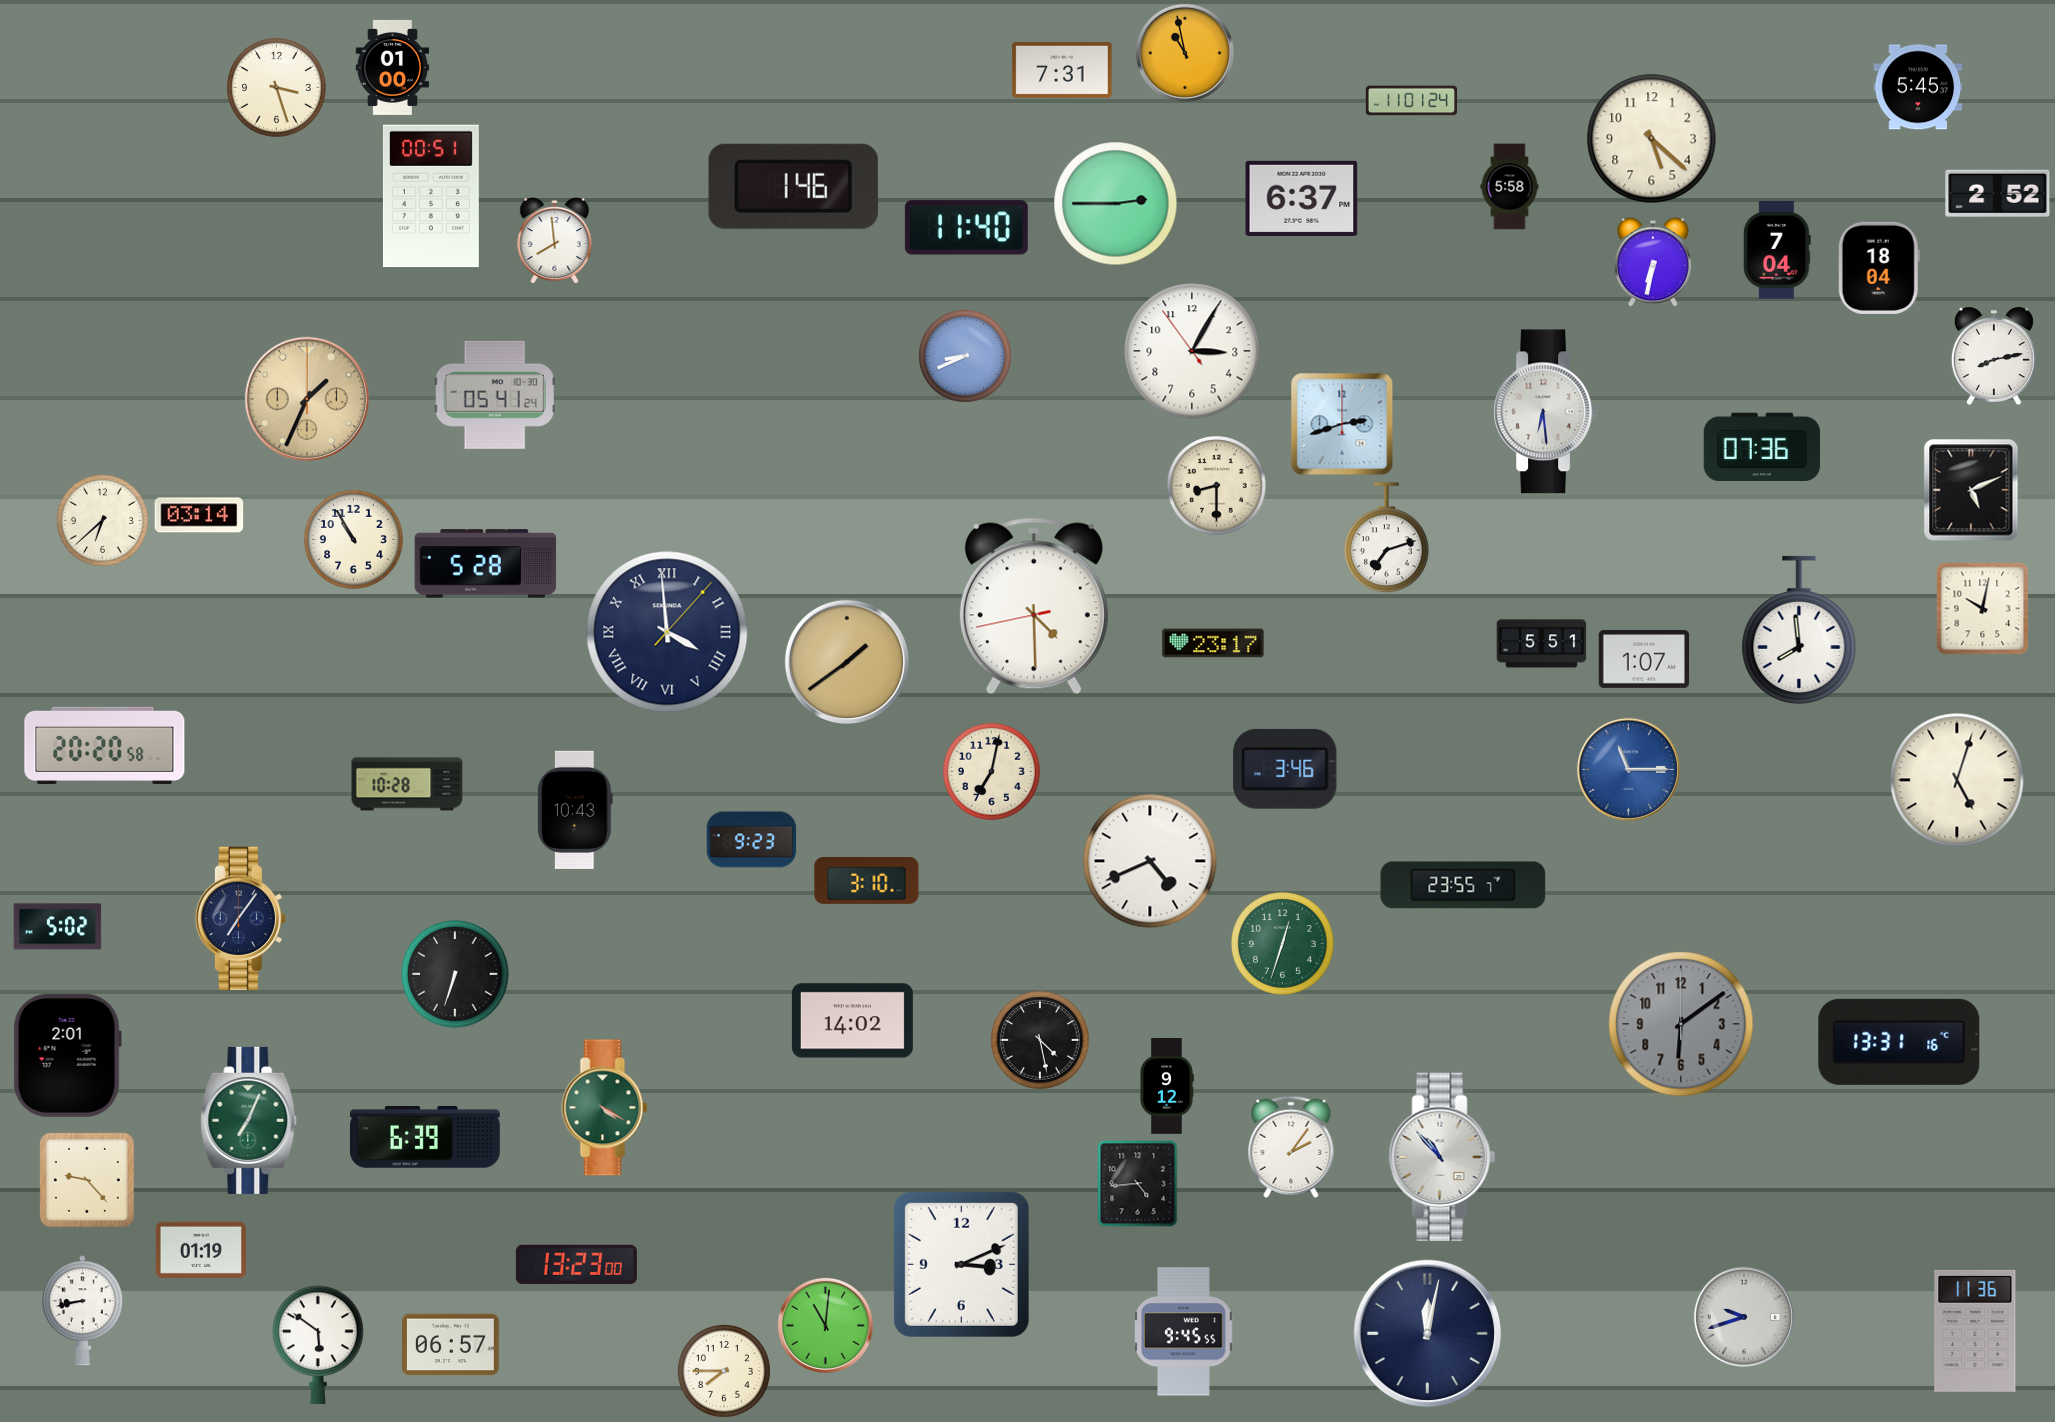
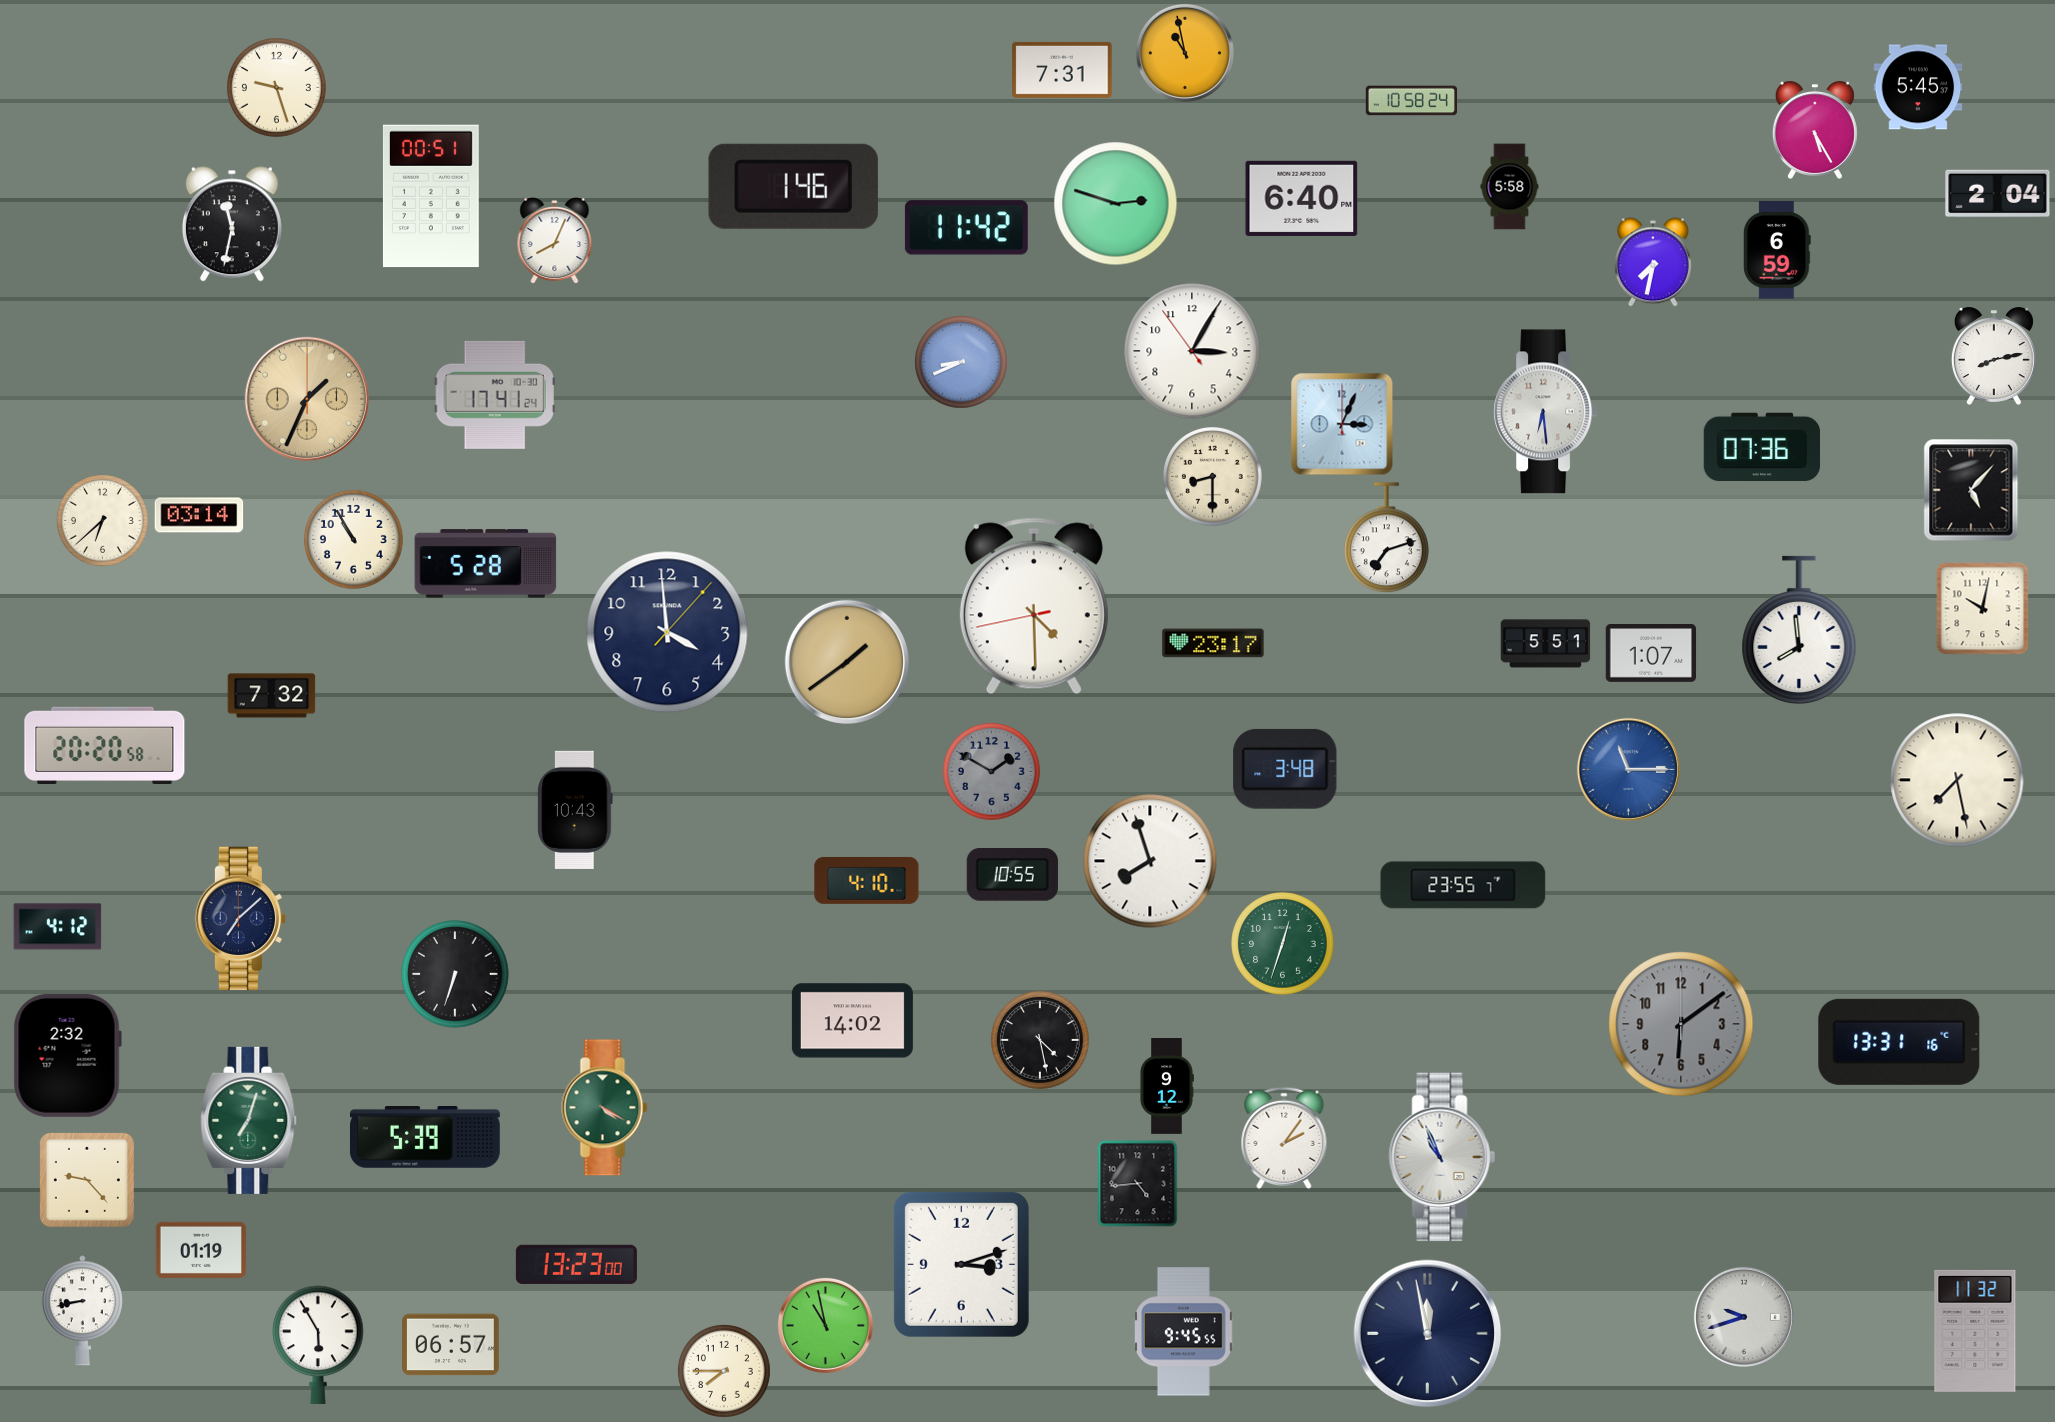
clock at (393, 67): 01:00 -> none
clock at (277, 88): 3:27 -> 9:27
clock at (1412, 101): 11:01 -> 10:58
clock at (1815, 130): none -> 5:25
clock at (1652, 139): 5:22 -> none
clock at (1998, 194): 2:52 -> 2:04
clock at (1302, 198): 6:37 -> 6:40
clock at (1116, 204): 2:45 -> 2:48
clock at (232, 224): none -> 11:32
clock at (966, 228): 11:40 -> 11:42
clock at (555, 241): 7:59 -> 8:04
clock at (1777, 250): 7:04 -> 6:59
clock at (1653, 262): 6:32 -> 7:32
clock at (1879, 268): 18:04 -> none
clock at (965, 356) position: (965, 356) -> (961, 362)
clock at (495, 395): 05:41 -> 17:41
clock at (1342, 424): 2:42 -> 3:04
clock at (1217, 486) position: (1217, 486) -> (1213, 477)
clock at (1971, 490): 5:11 -> 5:07
clock at (667, 632) numerals: Roman -> Arabic
clock at (1542, 644) position: (1542, 644) -> (1546, 644)
clock at (1644, 659) position: (1644, 659) -> (1651, 653)
clock at (272, 696): none -> 7:32
clock at (1285, 769): 3:46 -> 3:48
clock at (992, 772): 7:02 -> 1:50
clock at (992, 772) dial: cream -> grey
clock at (1957, 780): 5:03 -> 7:28
clock at (407, 784): 10:28 -> none
clock at (752, 840): 9:23 -> none
clock at (1150, 861): 4:41 -> 7:57
clock at (1012, 875): none -> 10:55
clock at (867, 880): 3:10 -> 4:10
clock at (240, 919): 7:06 -> 7:08
clock at (58, 927): 5:02 -> 4:12
clock at (67, 1055): 2:01 -> 2:32
clock at (249, 1120): 7:04 -> 7:03
clock at (425, 1138): 6:39 -> 5:39
clock at (1291, 1147) position: (1291, 1147) -> (1284, 1138)
clock at (1442, 1157): 10:53 -> 10:56
clock at (961, 1264): 3:11 -> 3:12
clock at (825, 1325): 11:01 -> 10:58
clock at (1975, 1331): 11:36 -> 11:32
clock at (1428, 1334): 12:02 -> 11:58
clock at (318, 1345): 5:51 -> 5:55
